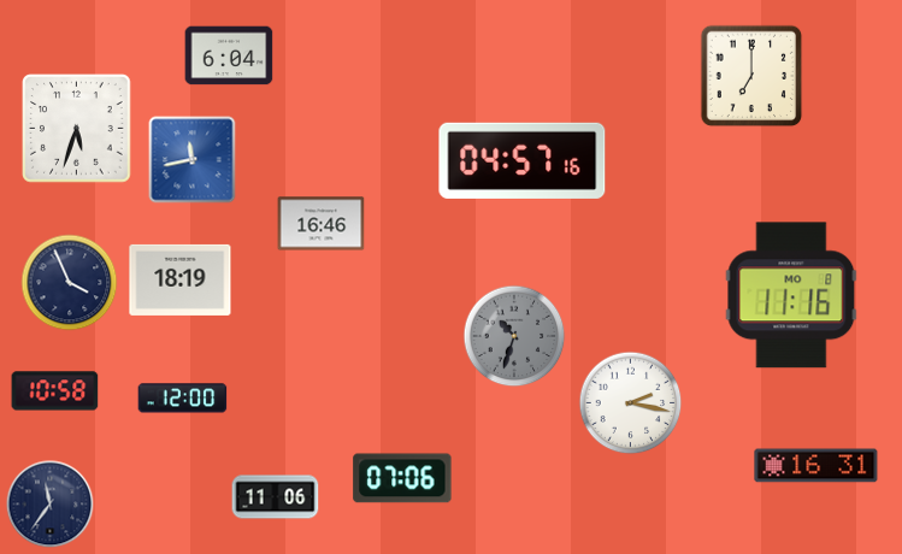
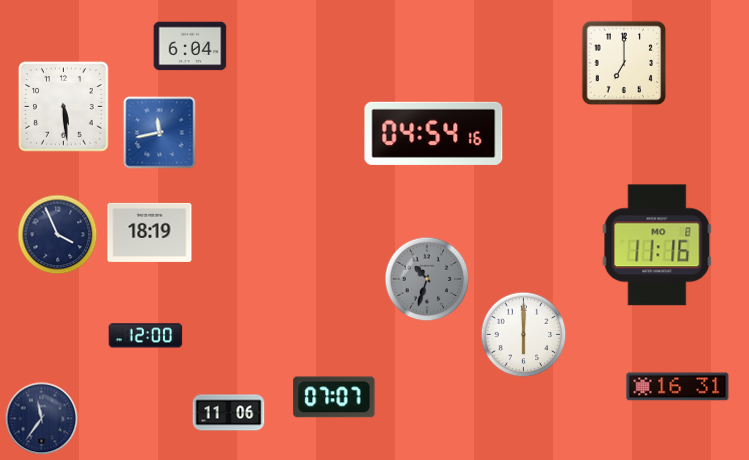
clock at (77, 129): 5:33 -> 5:29
clock at (523, 160): 04:57 -> 04:54
clock at (322, 224): 16:46 -> none
clock at (55, 391): 10:58 -> none
clock at (183, 399) position: (183, 399) -> (146, 336)
clock at (631, 403): 2:17 -> 6:00
clock at (402, 478): 07:06 -> 07:07
